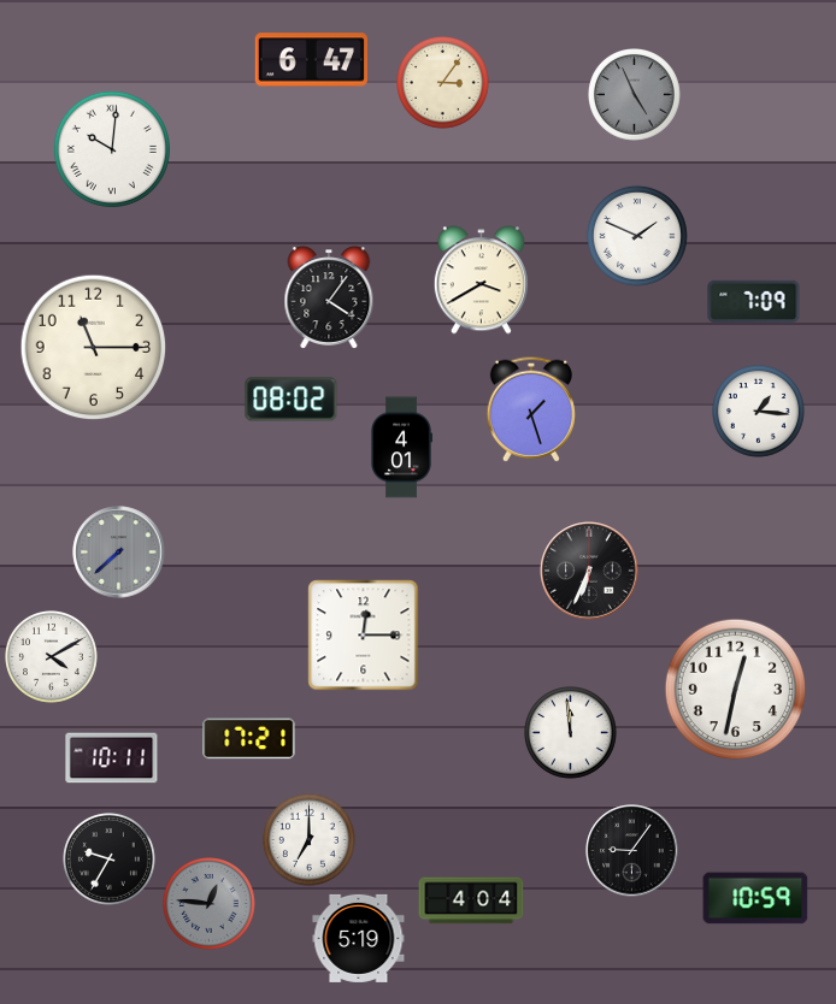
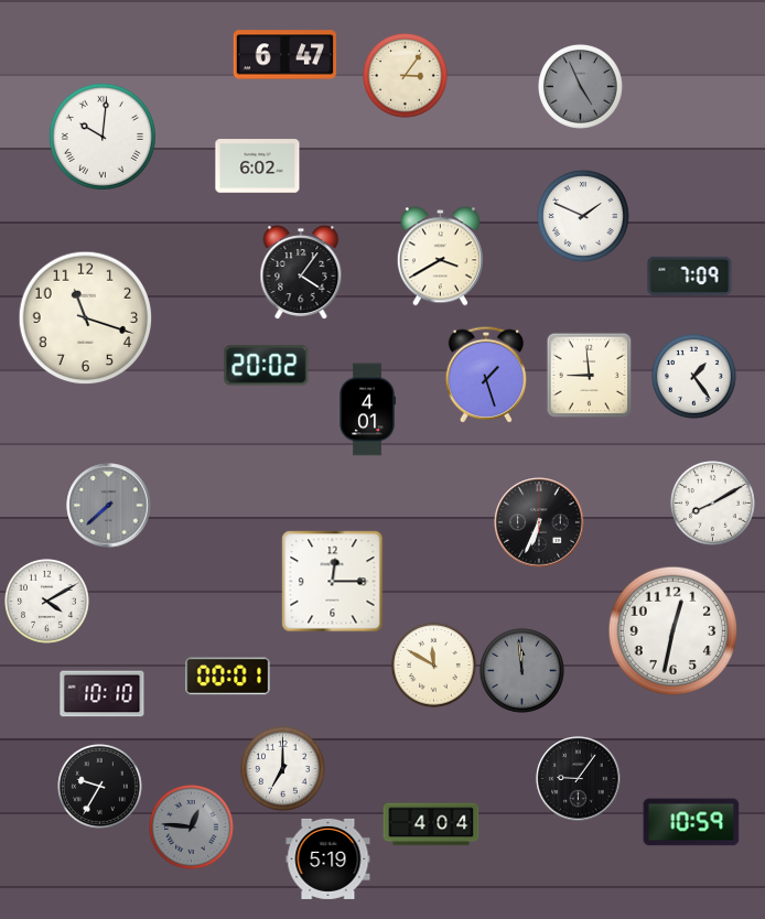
clock at (258, 166): none -> 6:02
clock at (94, 348): 11:15 -> 11:18
clock at (292, 400): 08:02 -> 20:02
clock at (589, 375): none -> 8:59
clock at (759, 412): 1:16 -> 1:24
clock at (713, 504): none -> 8:10
clock at (434, 666): none -> 11:50
clock at (571, 733) dial: white -> grey
clock at (249, 739): 17:21 -> 00:01
clock at (112, 758): 10:11 -> 10:10
